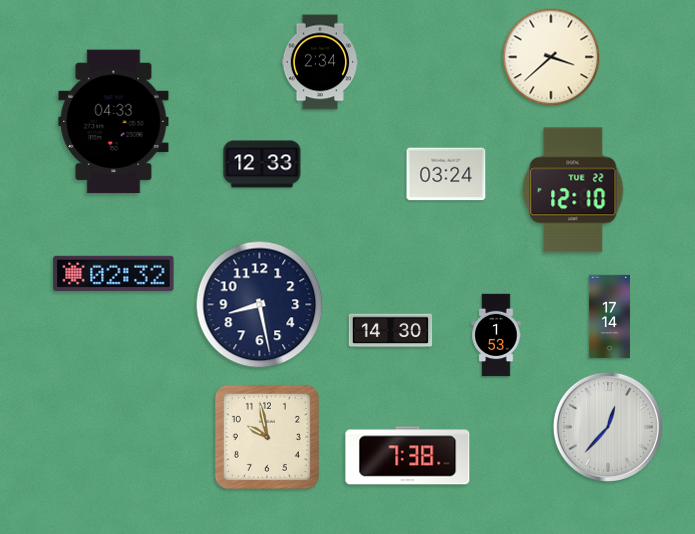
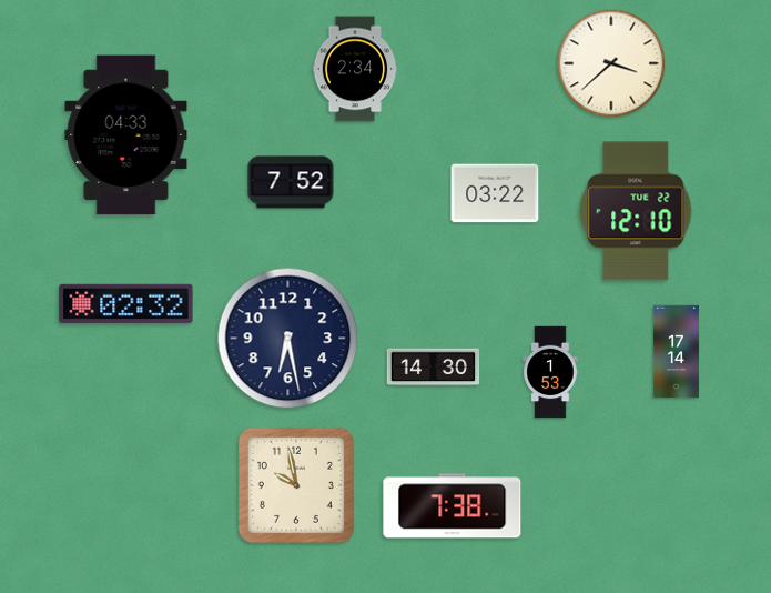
clock at (262, 164): 12:33 -> 7:52
clock at (446, 174): 03:24 -> 03:22
clock at (260, 305): 8:28 -> 6:28
clock at (608, 427): 12:37 -> none
